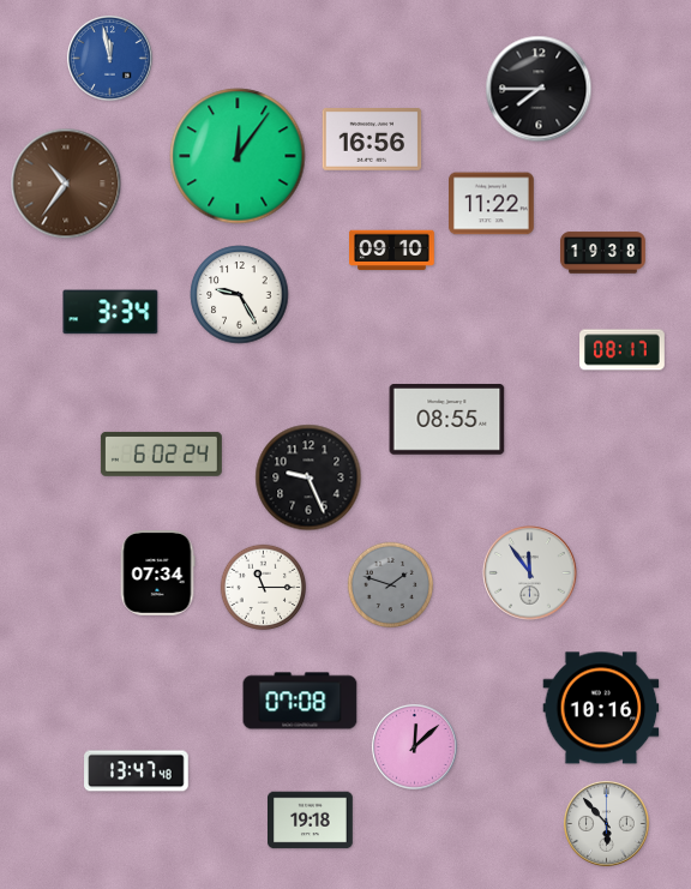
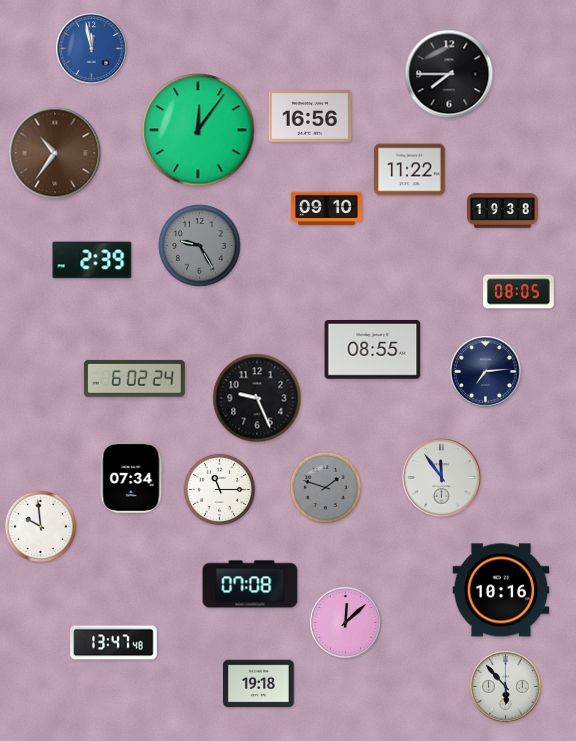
clock at (240, 295) dial: white -> grey
clock at (110, 312): 3:34 -> 2:39
clock at (623, 350): 08:17 -> 08:05
clock at (486, 372): none -> 7:14
clock at (41, 527): none -> 9:59
